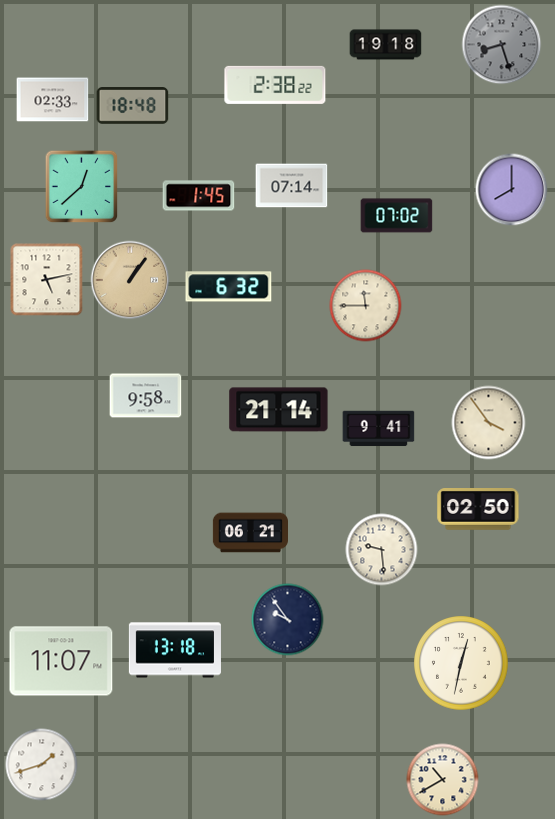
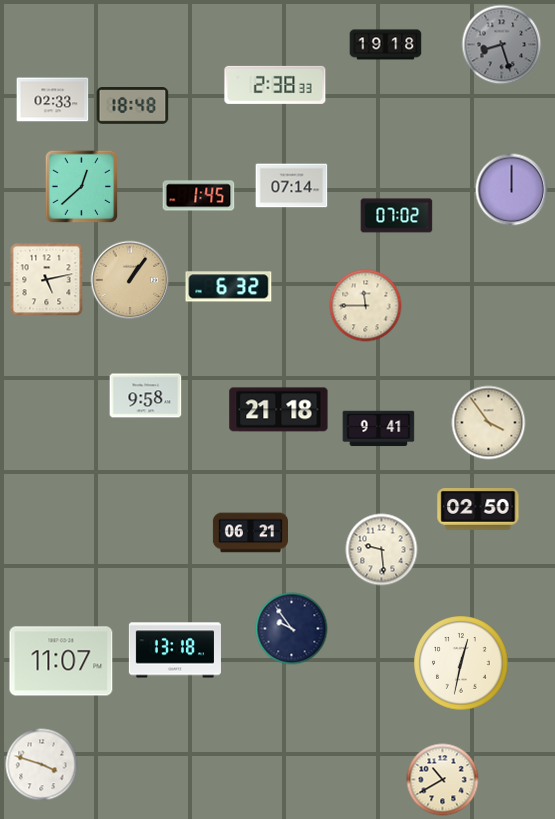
clock at (275, 85): 2:38:22 -> 2:38:33
clock at (512, 190): 8:00 -> 12:00
clock at (279, 410): 21:14 -> 21:18
clock at (288, 620) position: (288, 620) -> (292, 629)
clock at (42, 765): 1:42 -> 3:48
